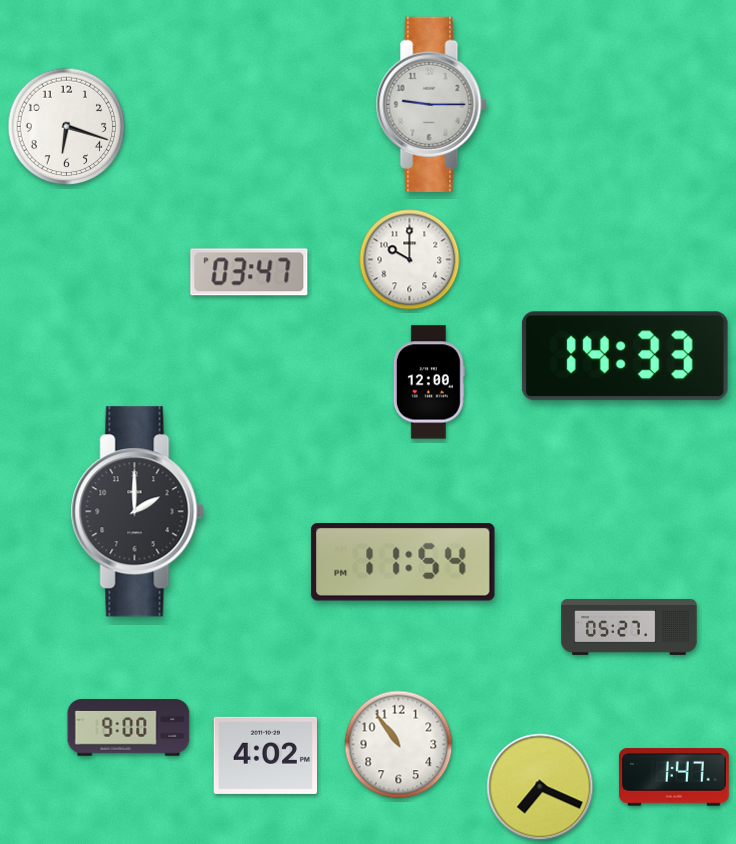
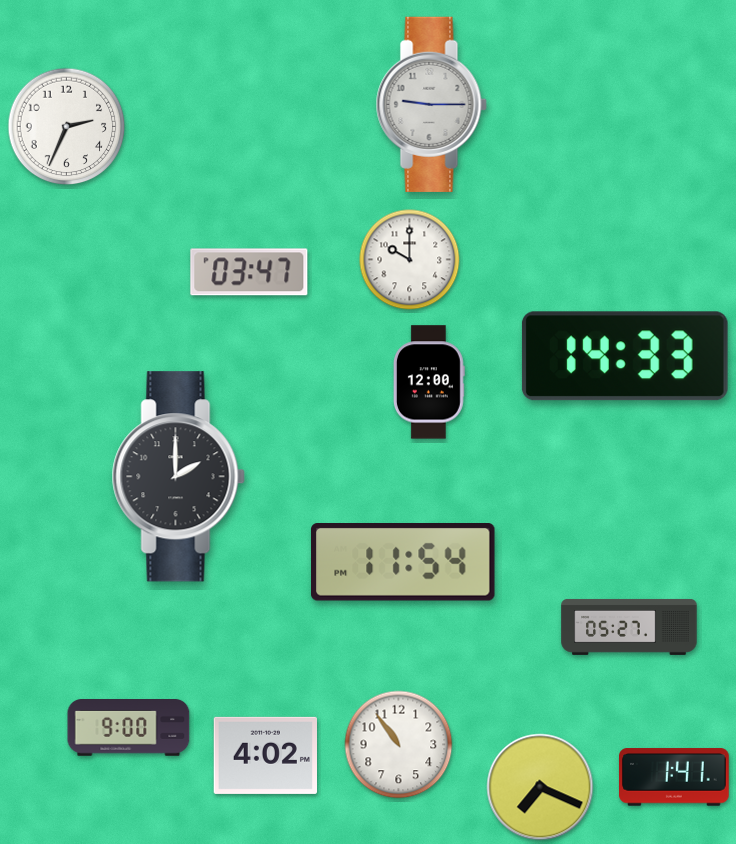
clock at (67, 127): 6:18 -> 2:34
clock at (137, 512) position: (137, 512) -> (178, 477)
clock at (675, 777): 1:47 -> 1:41
